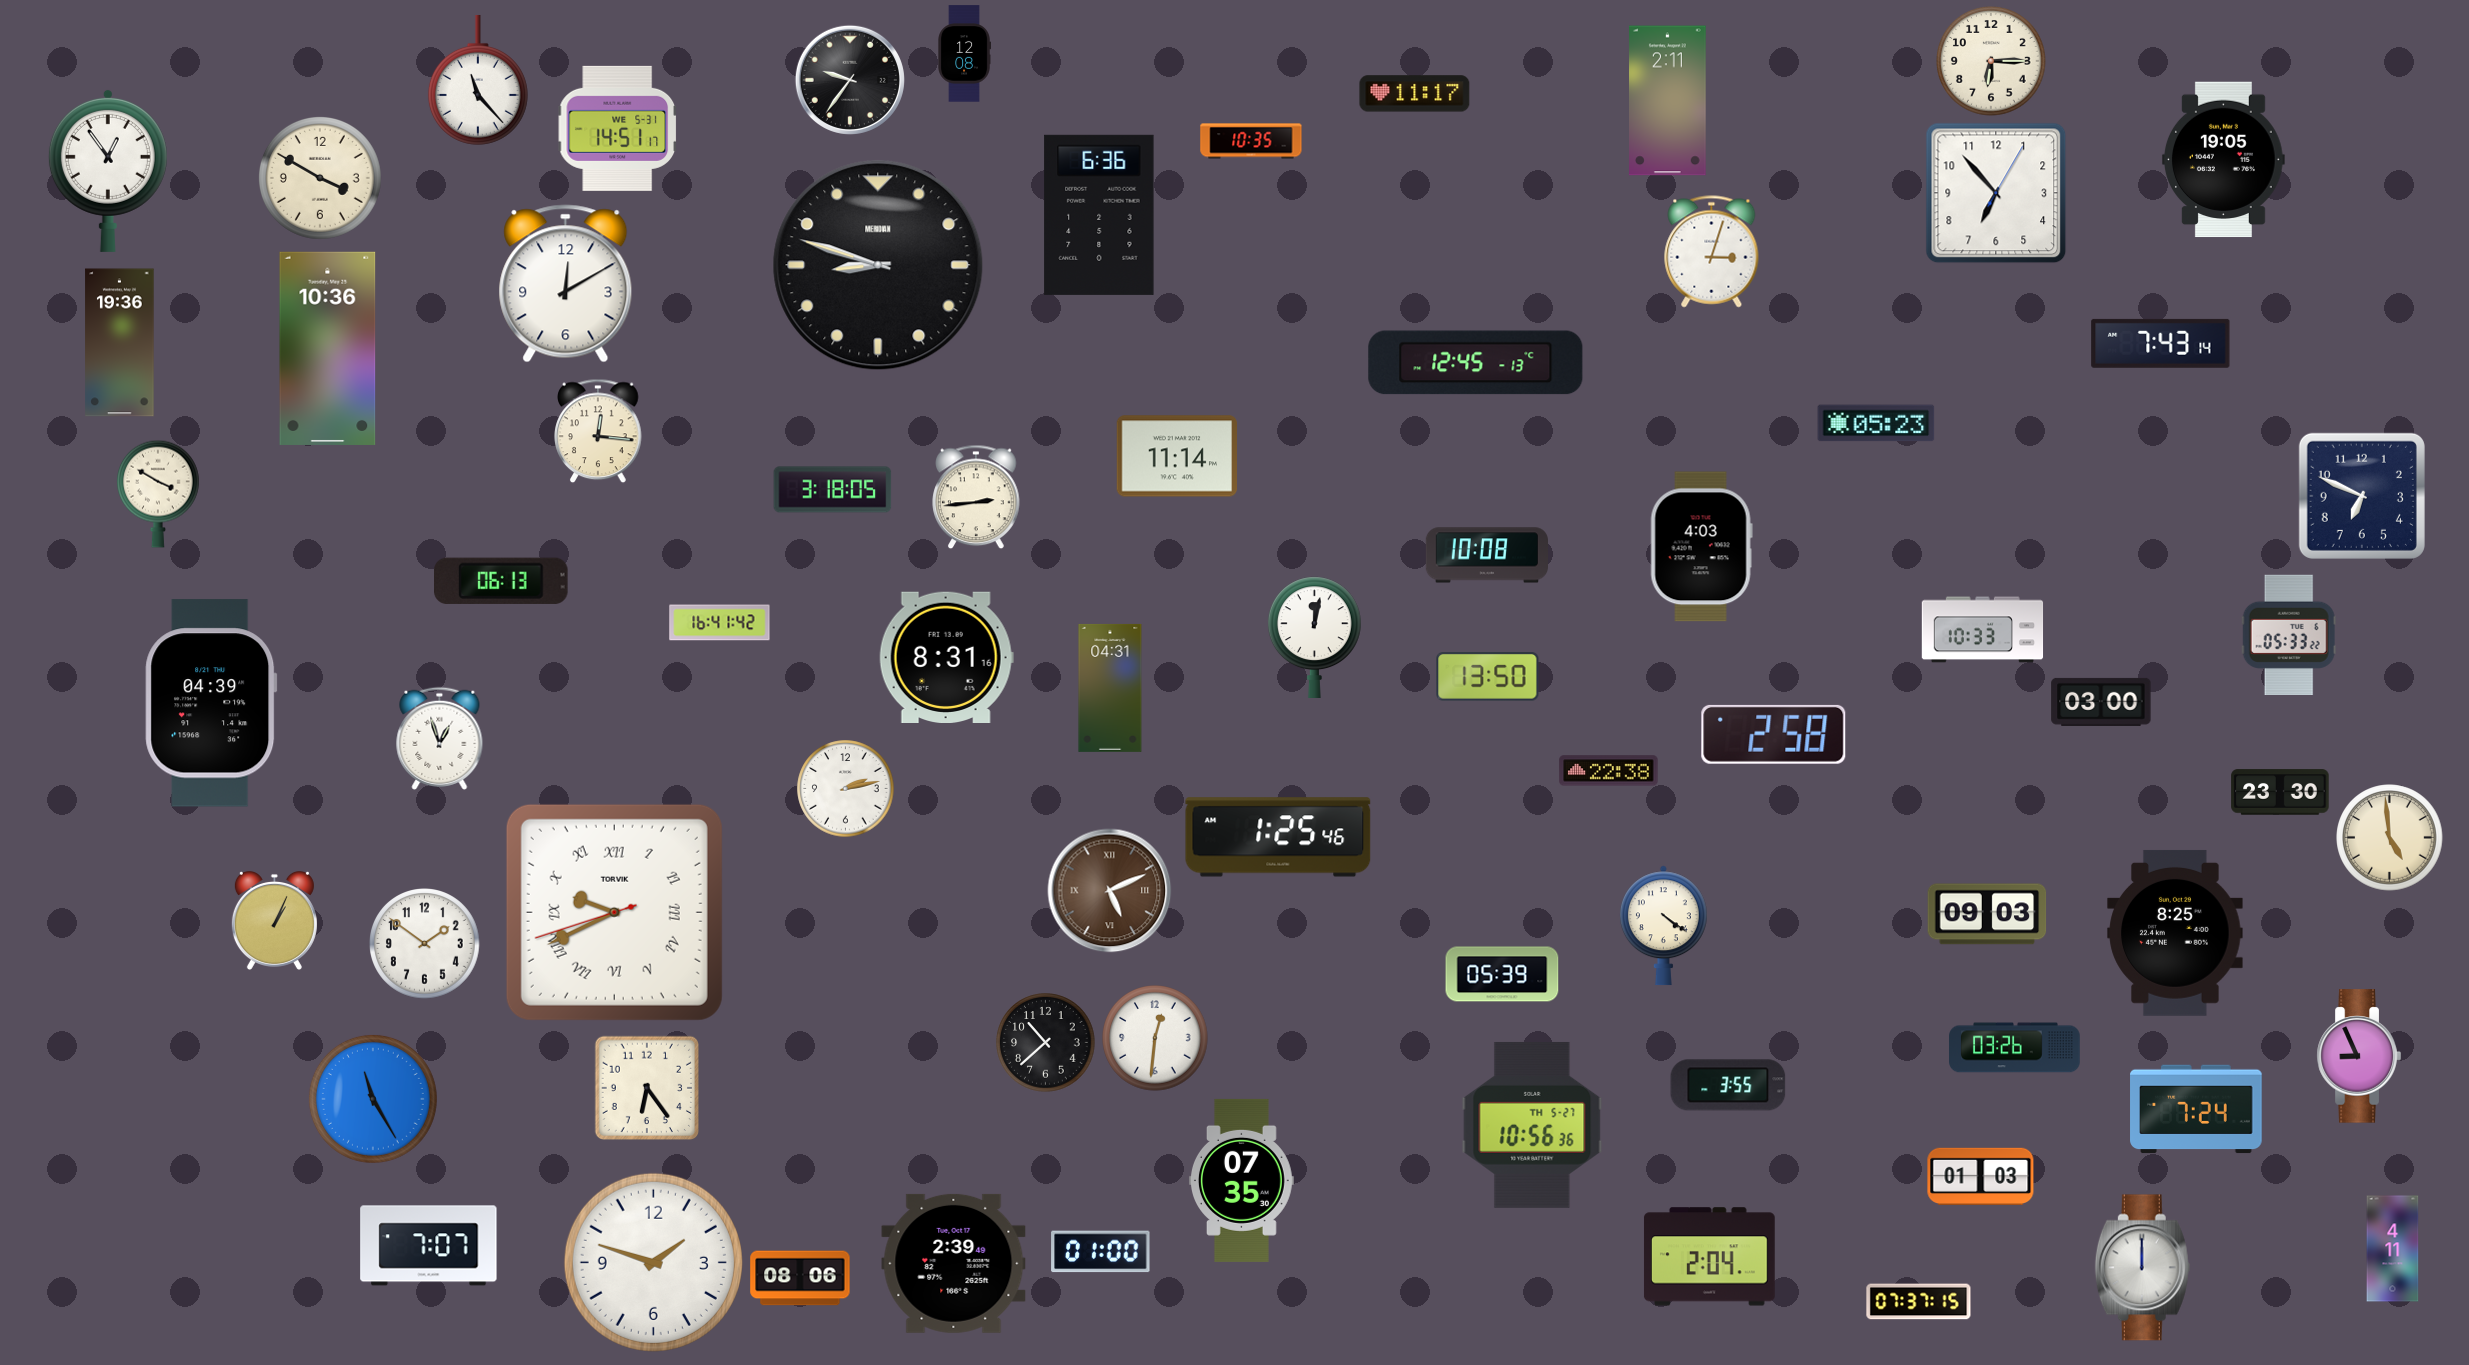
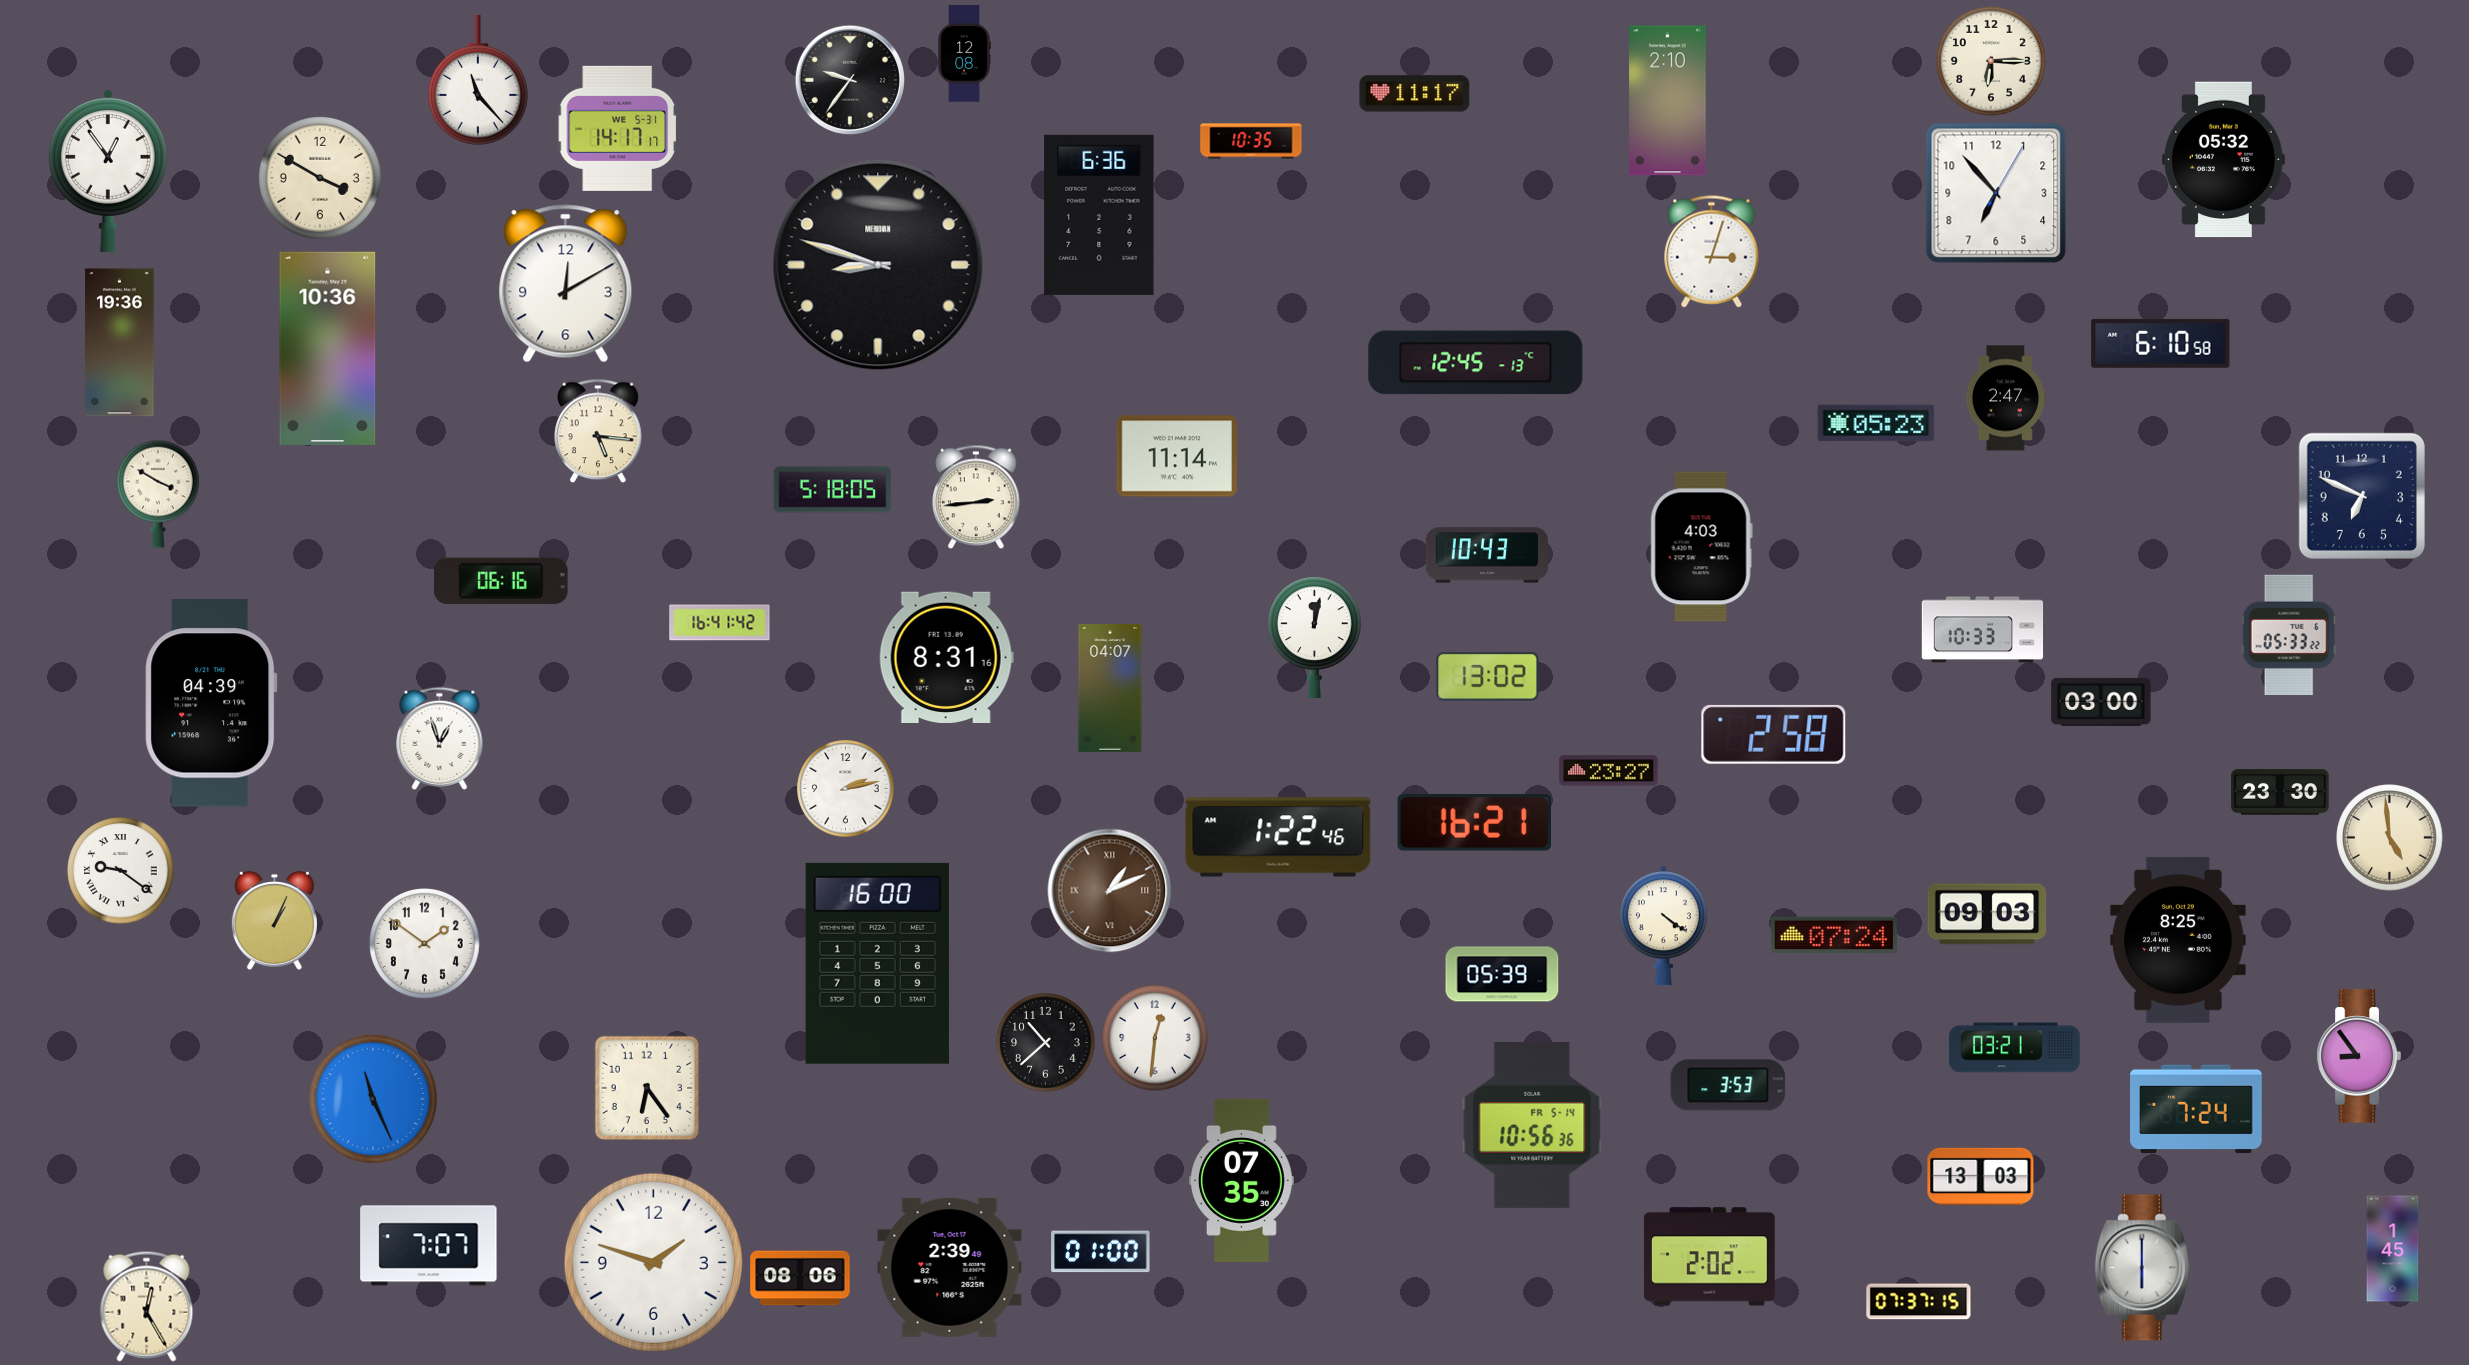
clock at (1668, 101): 2:11 -> 2:10
clock at (618, 128): 14:51 -> 14:17
clock at (2223, 160): 19:05 -> 05:32
clock at (2161, 343): 7:43 -> 6:10
clock at (2005, 398): none -> 2:47
clock at (598, 431): 12:16 -> 5:16
clock at (833, 490): 3:18 -> 5:18
clock at (1486, 555): 10:08 -> 10:43
clock at (502, 581): 06:13 -> 06:16
clock at (1488, 677): 13:50 -> 13:02
clock at (1110, 688): 04:31 -> 04:07
clock at (1609, 771): 22:38 -> 23:27
clock at (1474, 823): none -> 16:21
clock at (1278, 837): 1:25 -> 1:22
clock at (121, 871): none -> 9:21
clock at (1110, 891): 5:11 -> 1:11
clock at (614, 912): 9:40 -> none
clock at (2175, 933) position: (2175, 933) -> (2178, 940)
clock at (1834, 934): none -> 07:24
clock at (877, 963): none -> 16:00
clock at (2015, 1048): 03:26 -> 03:21
clock at (2359, 1056): 8:56 -> 8:54
clock at (1728, 1085): 3:55 -> 3:53
clock at (373, 1099): 11:25 -> 11:26
clock at (1532, 1125) date: TH 5-27 -> FR 5-14
clock at (1981, 1176): 01:03 -> 13:03
clock at (2393, 1249): 4:11 -> 1:45
clock at (1710, 1257): 2:04 -> 2:02
clock at (954, 1263) position: (954, 1263) -> (950, 1267)
clock at (2142, 1268): 12:00 -> 6:00
clock at (147, 1306): none -> 12:25
